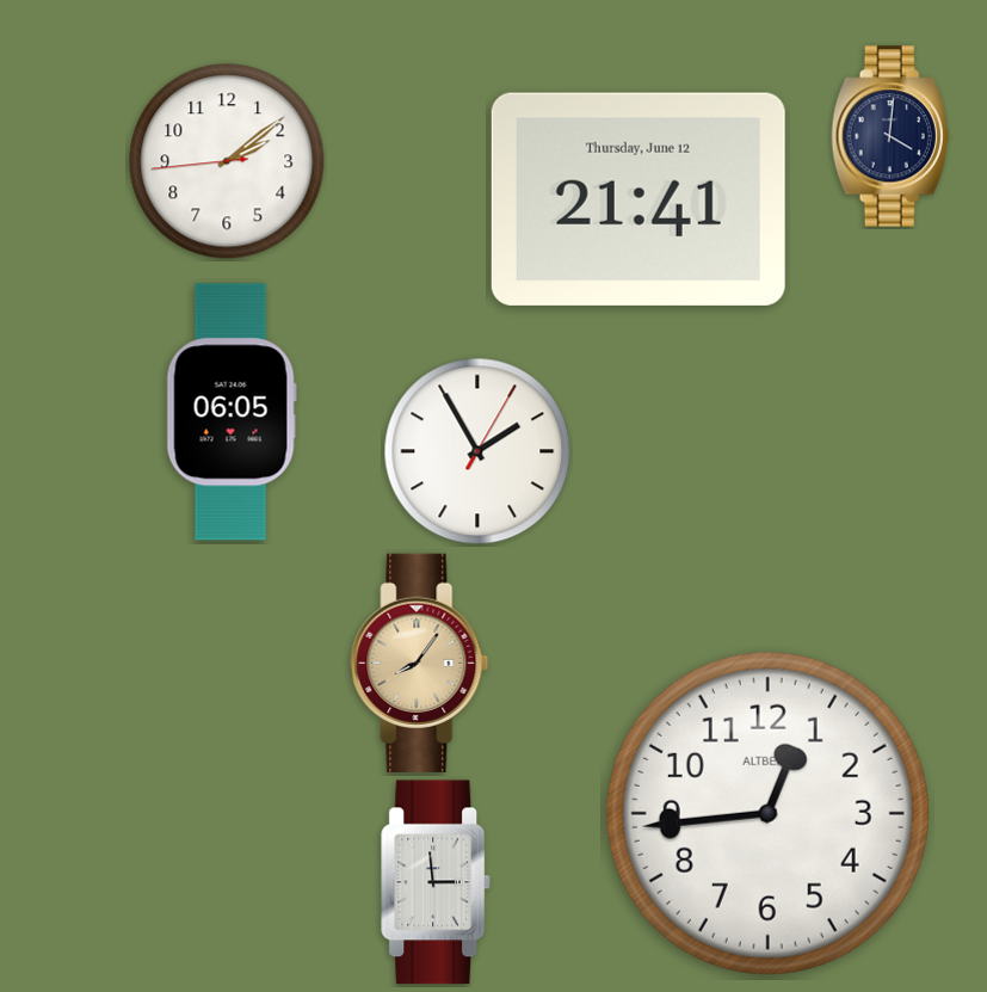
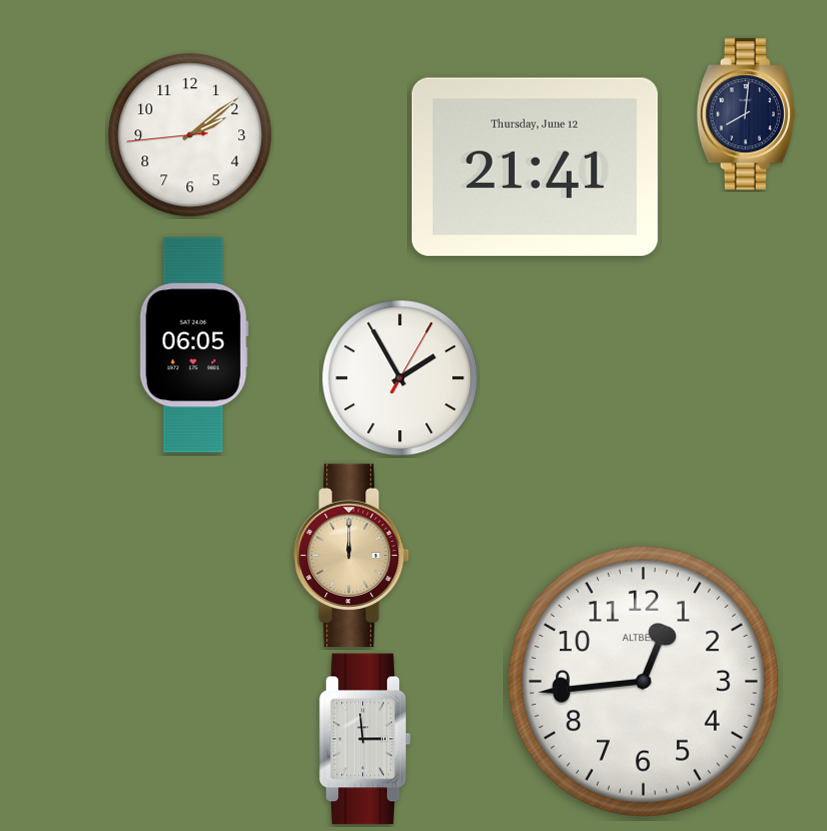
clock at (890, 136): 4:01 -> 8:01
clock at (420, 663): 8:06 -> 12:00
